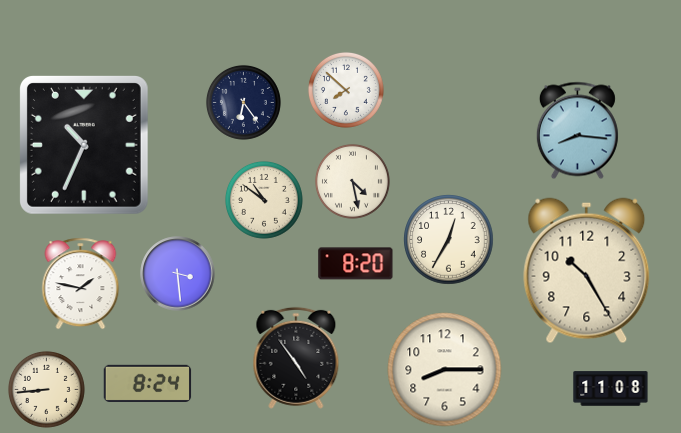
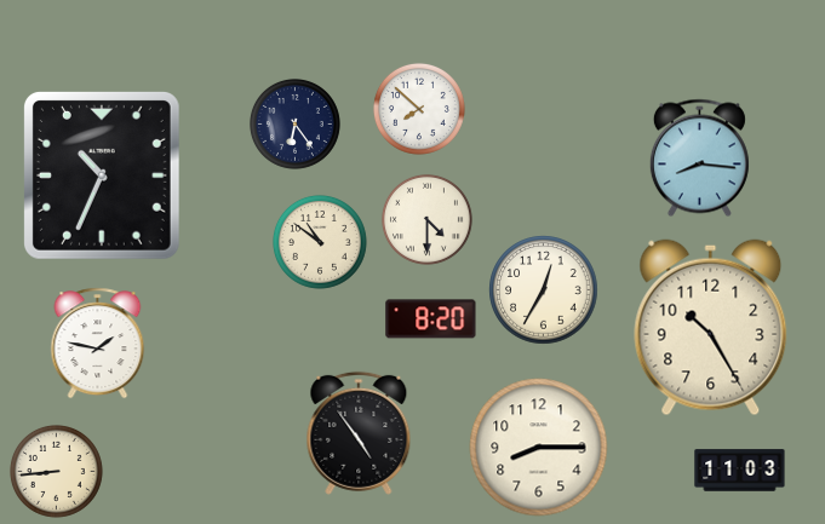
clock at (352, 181): 4:28 -> 4:30
clock at (178, 274): 3:29 -> none
clock at (148, 383): 8:24 -> none
clock at (611, 389): 11:08 -> 11:03
